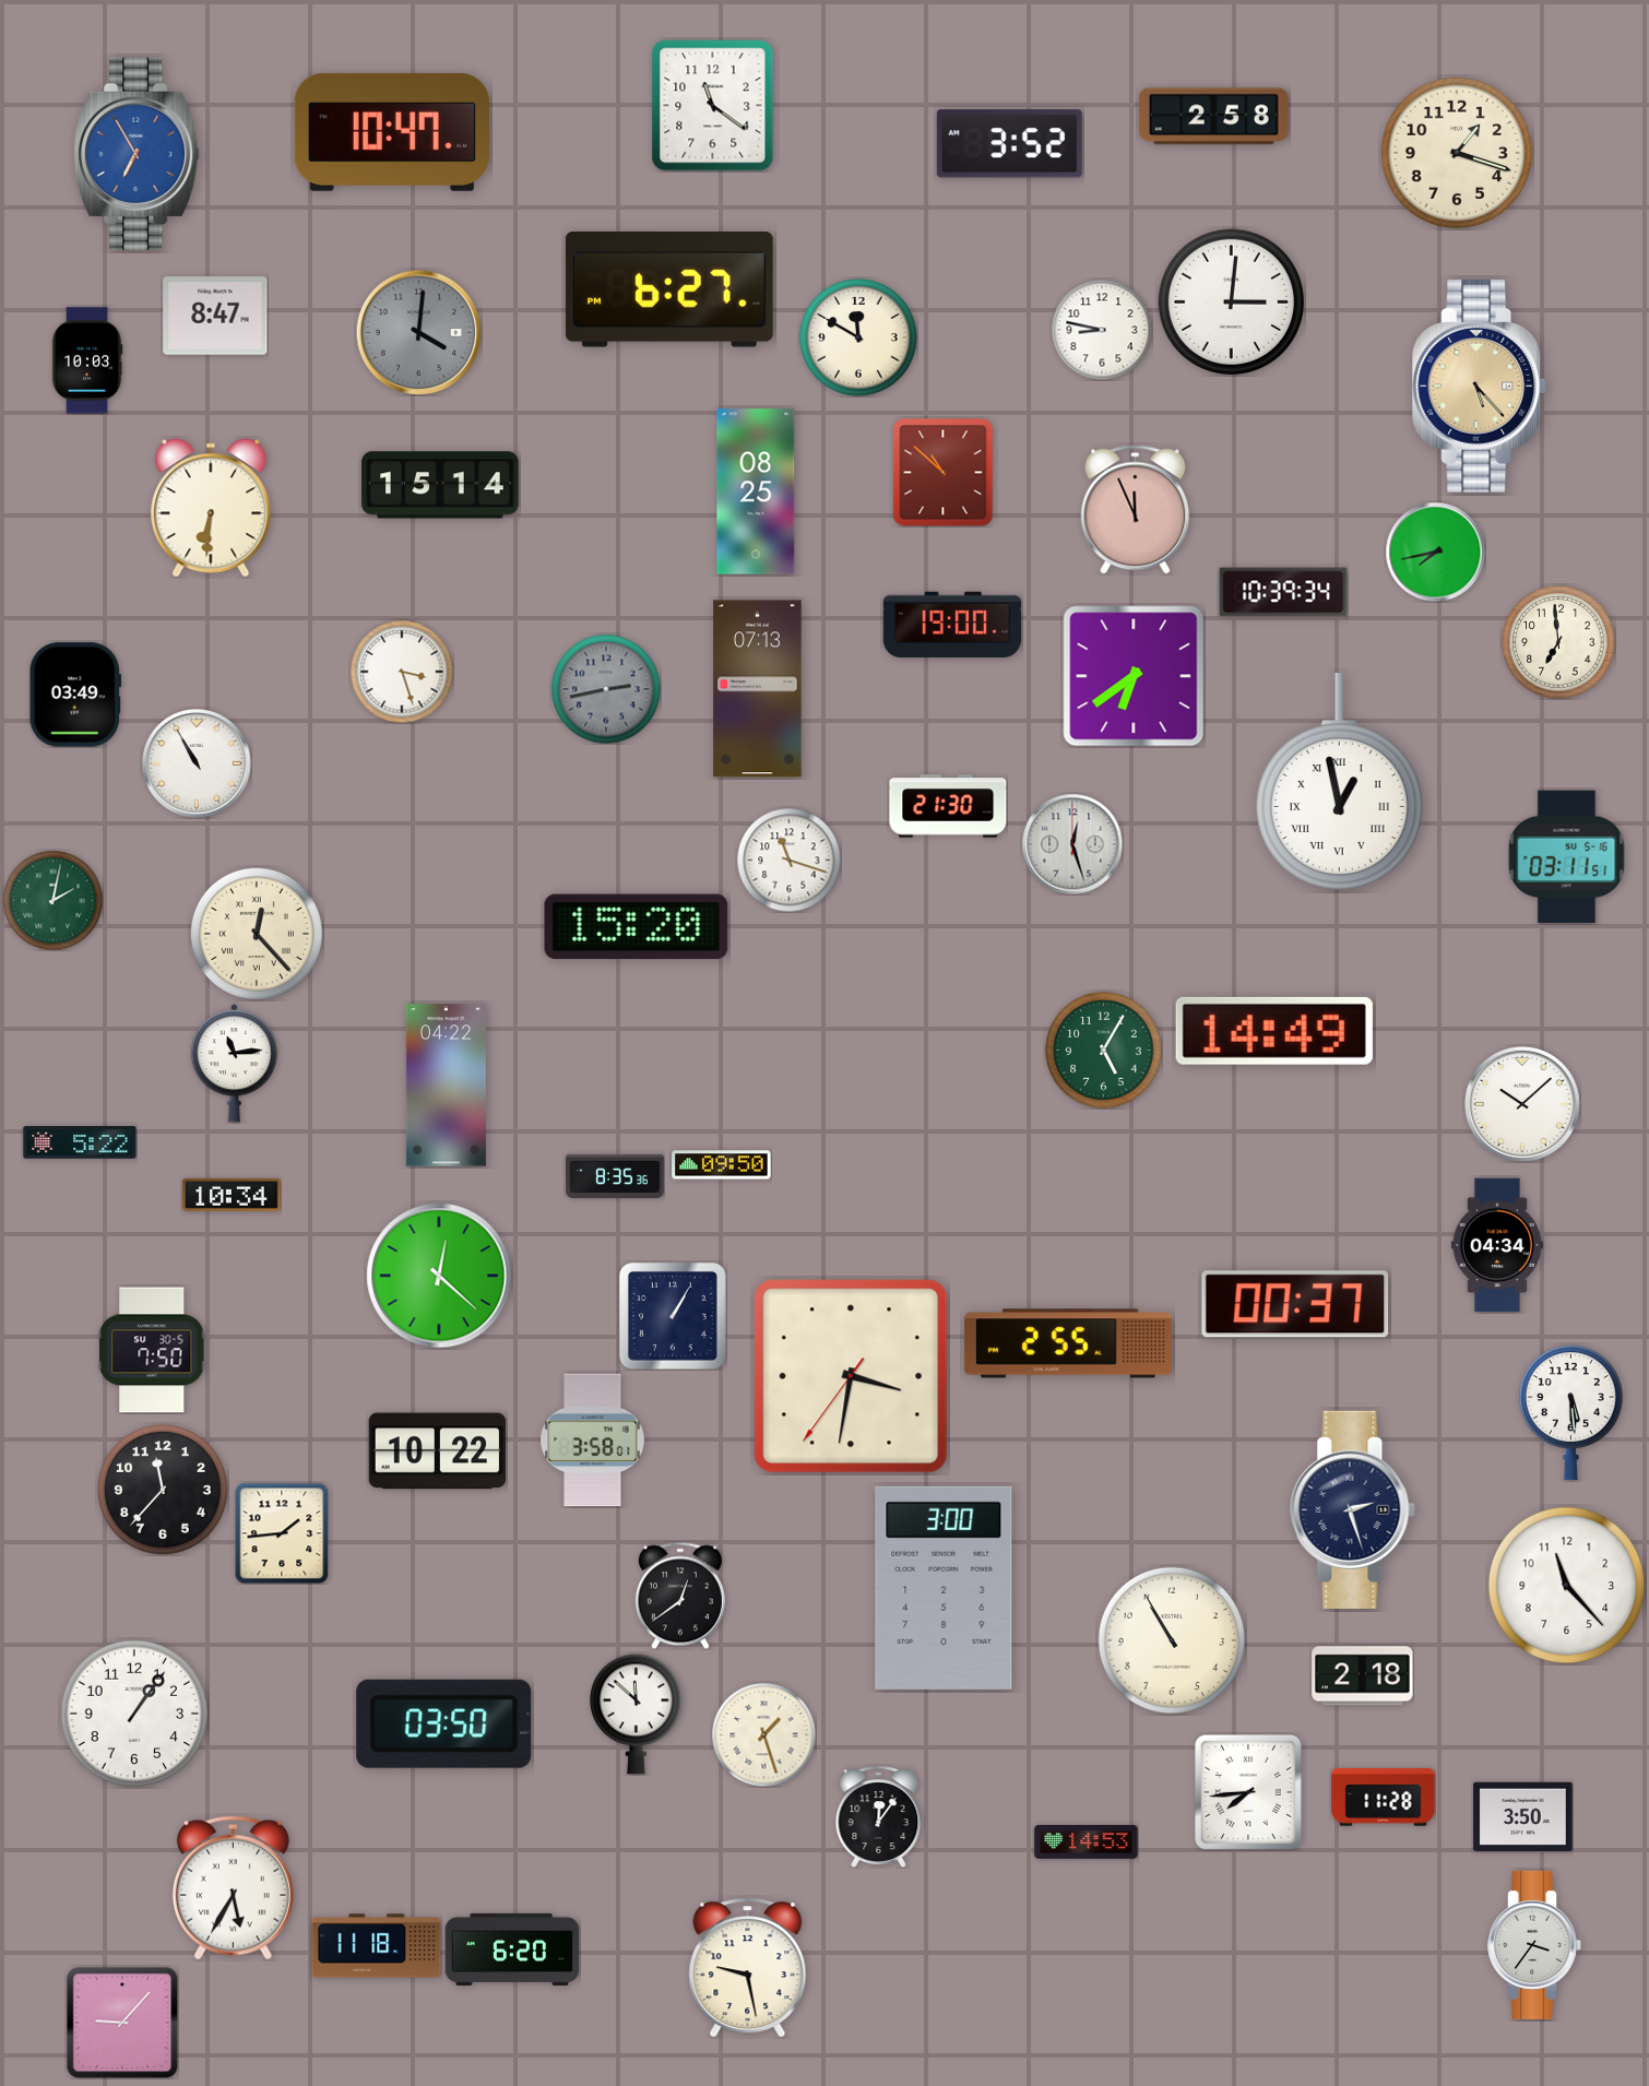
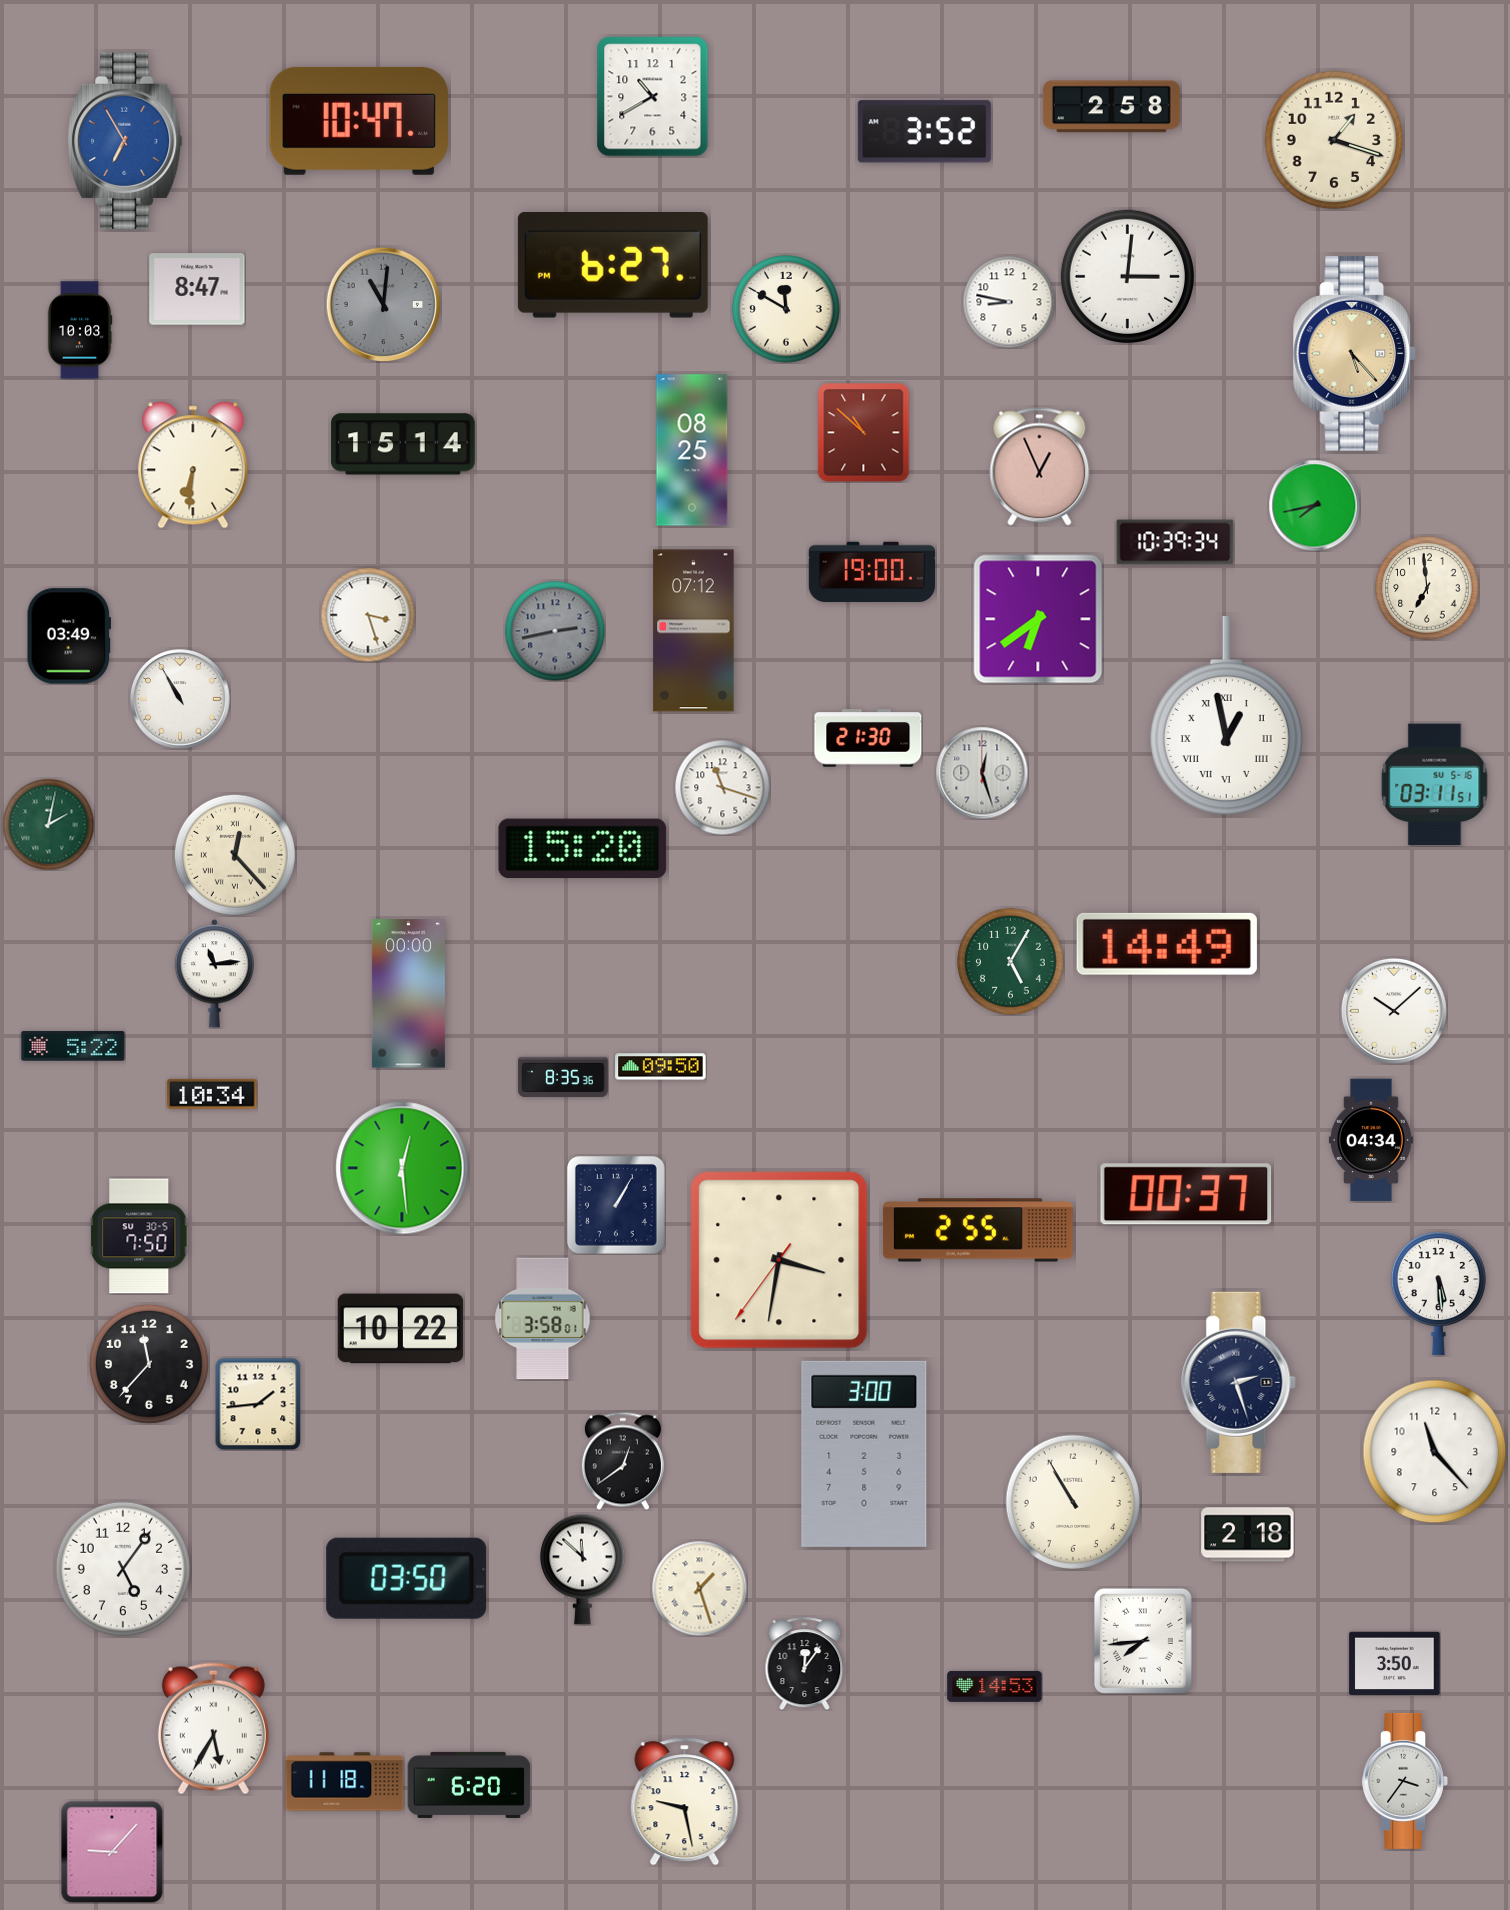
clock at (713, 106): 11:21 -> 10:40
clock at (418, 332): 4:01 -> 11:01
clock at (1136, 510): 11:56 -> 12:56
clock at (758, 689): 07:13 -> 07:12
clock at (446, 1086): 04:22 -> 00:00
clock at (439, 1276): 12:22 -> 12:29
clock at (133, 1712): 1:06 -> 5:06
clock at (1384, 1798): 11:28 -> none
